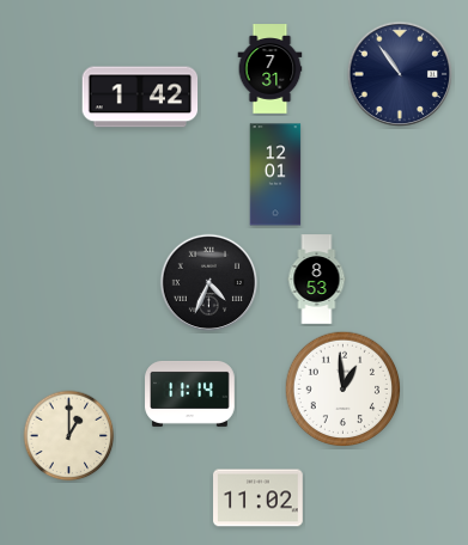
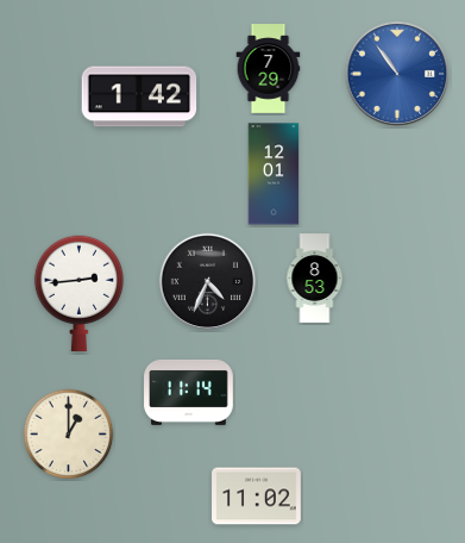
clock at (271, 69): 7:31 -> 7:29
clock at (400, 74) dial: navy -> blue
clock at (78, 294): none -> 2:44
clock at (344, 390): 12:59 -> none
